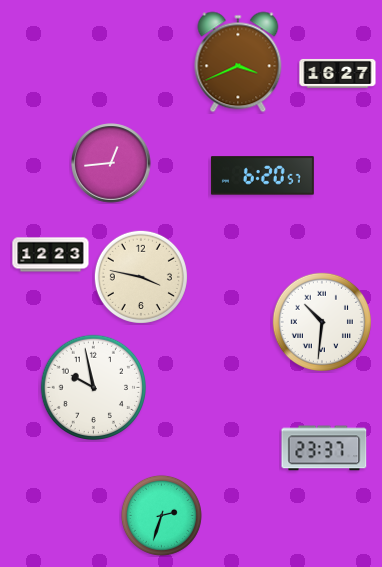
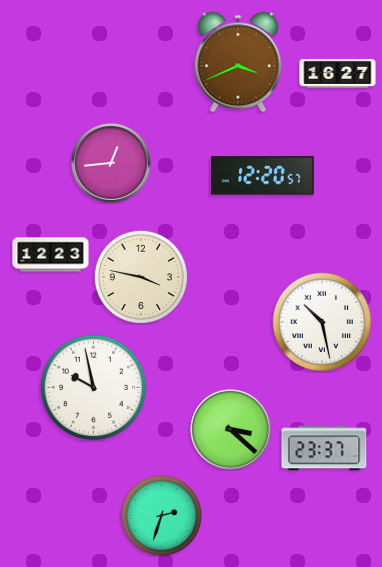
clock at (262, 176): 6:20 -> 12:20
clock at (321, 321): 10:31 -> 10:28
clock at (231, 430): none -> 3:22
